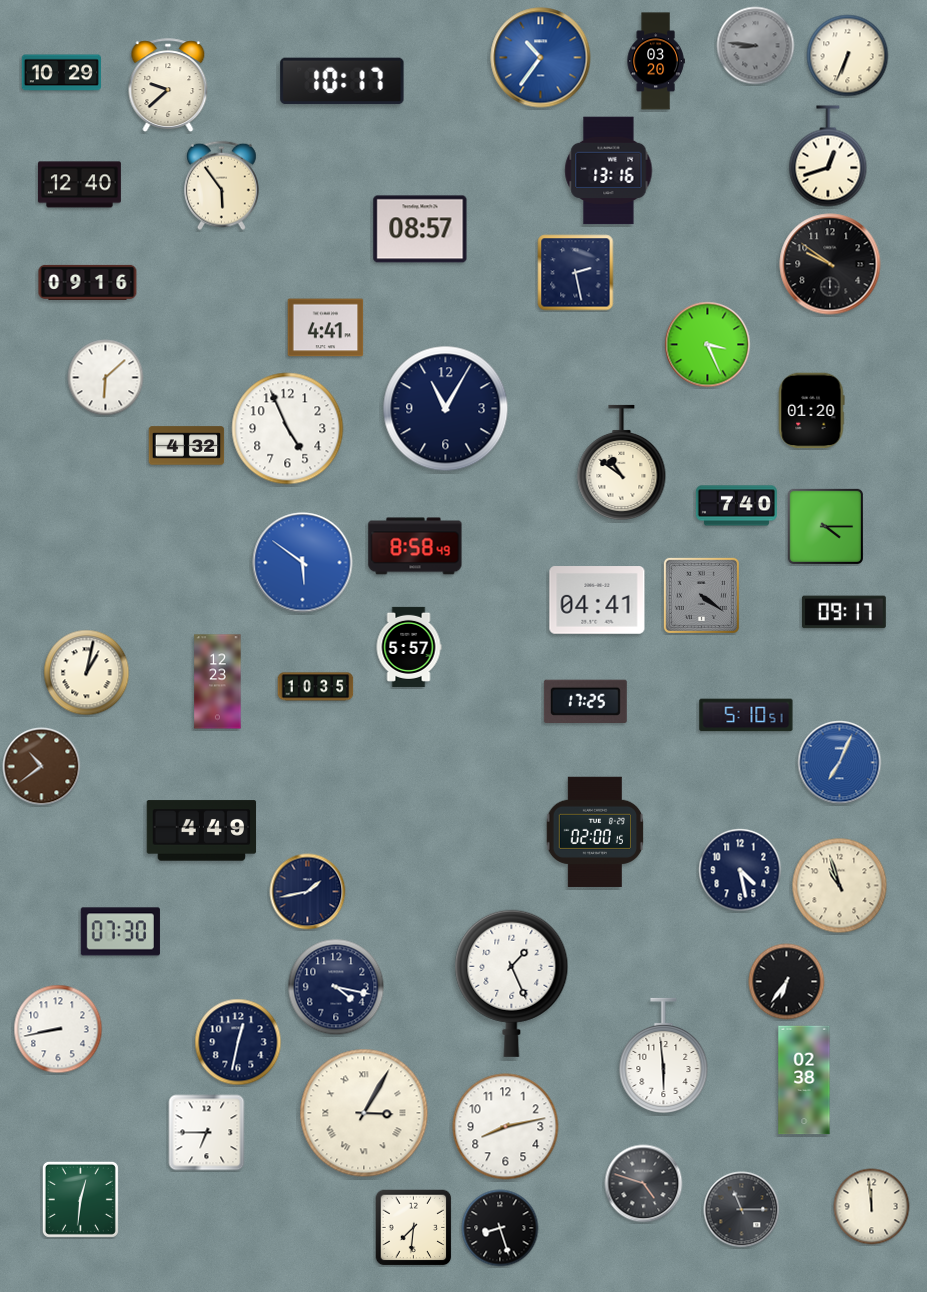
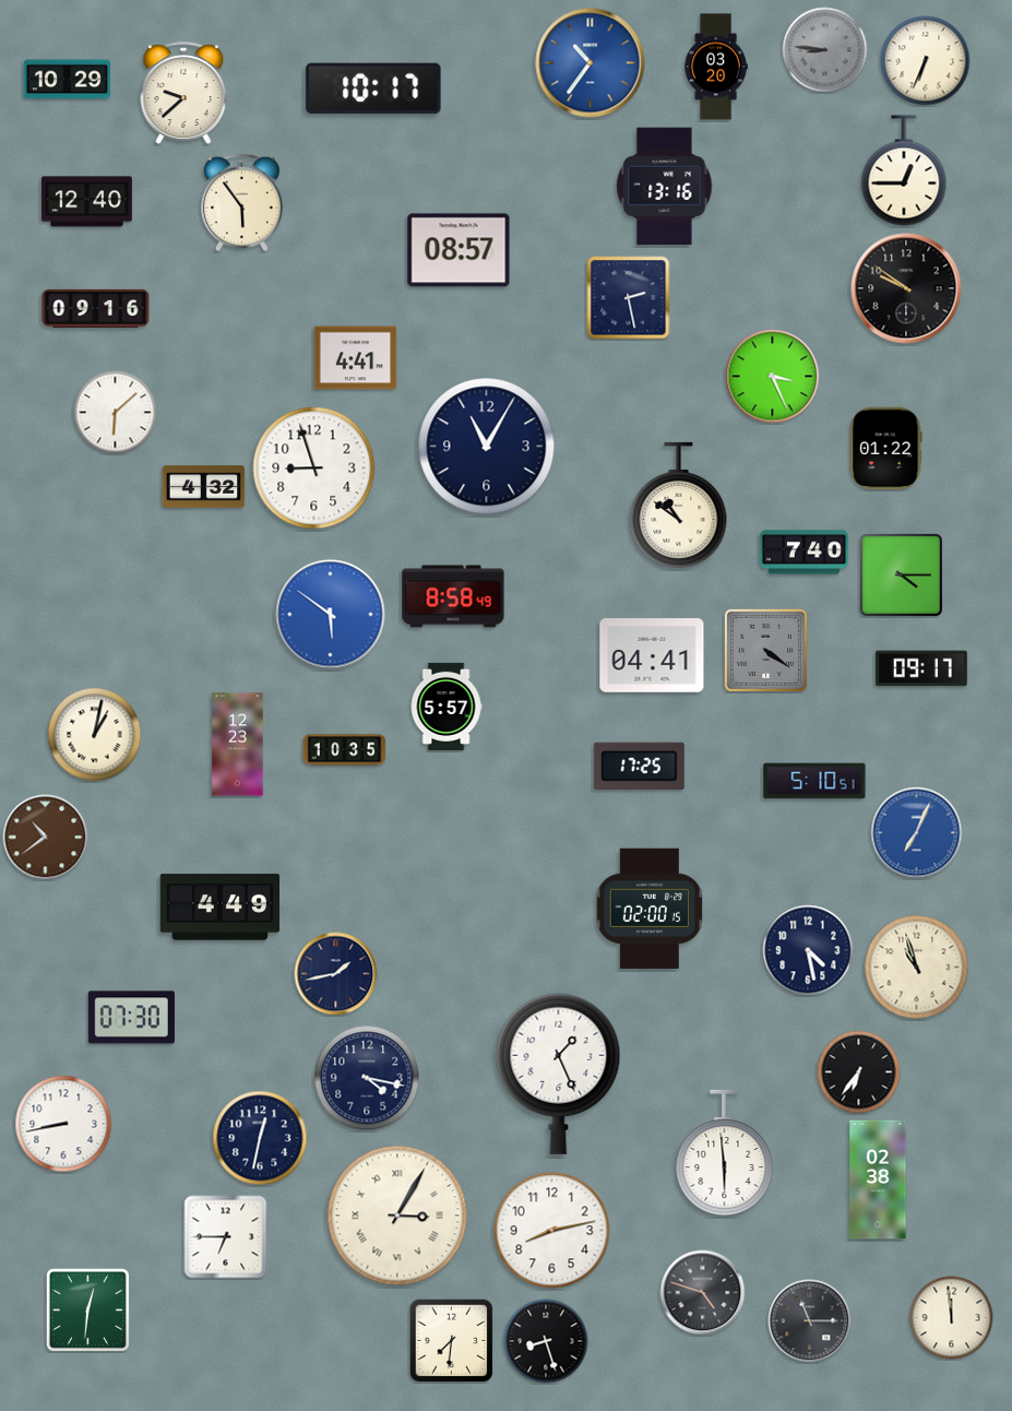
clock at (828, 156): 12:42 -> 12:45
clock at (811, 411): 01:20 -> 01:22
clock at (288, 429): 4:56 -> 8:57
